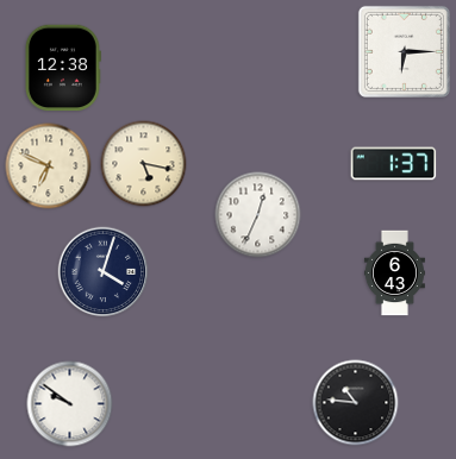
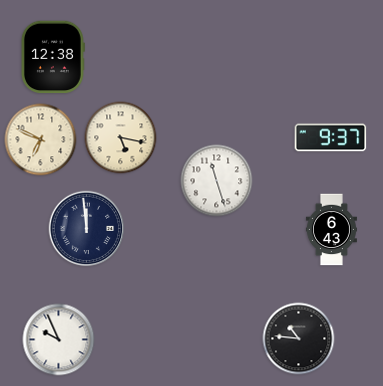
clock at (404, 51): 6:15 -> none
clock at (394, 164): 1:37 -> 9:37
clock at (258, 215): 12:34 -> 11:27
clock at (104, 272): 4:03 -> 11:59
clock at (70, 404): 9:51 -> 9:56
